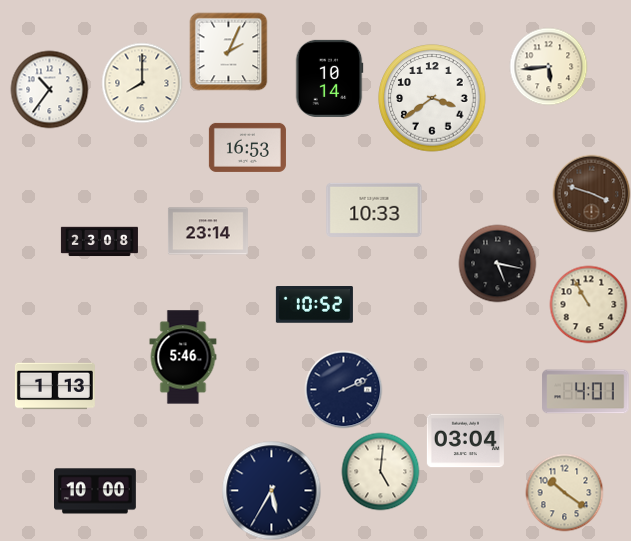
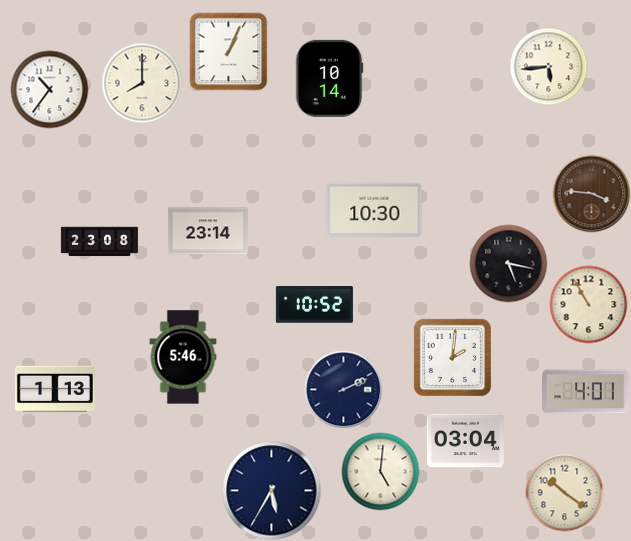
clock at (228, 51): 2:04 -> 1:04
clock at (432, 98): 3:39 -> none
clock at (247, 147): 16:53 -> none
clock at (591, 193): 3:48 -> 3:46
clock at (374, 210): 10:33 -> 10:30
clock at (497, 263) position: (497, 263) -> (508, 263)
clock at (452, 357): none -> 2:01
clock at (55, 386) position: (55, 386) -> (55, 389)
clock at (96, 491): 10:00 -> none
